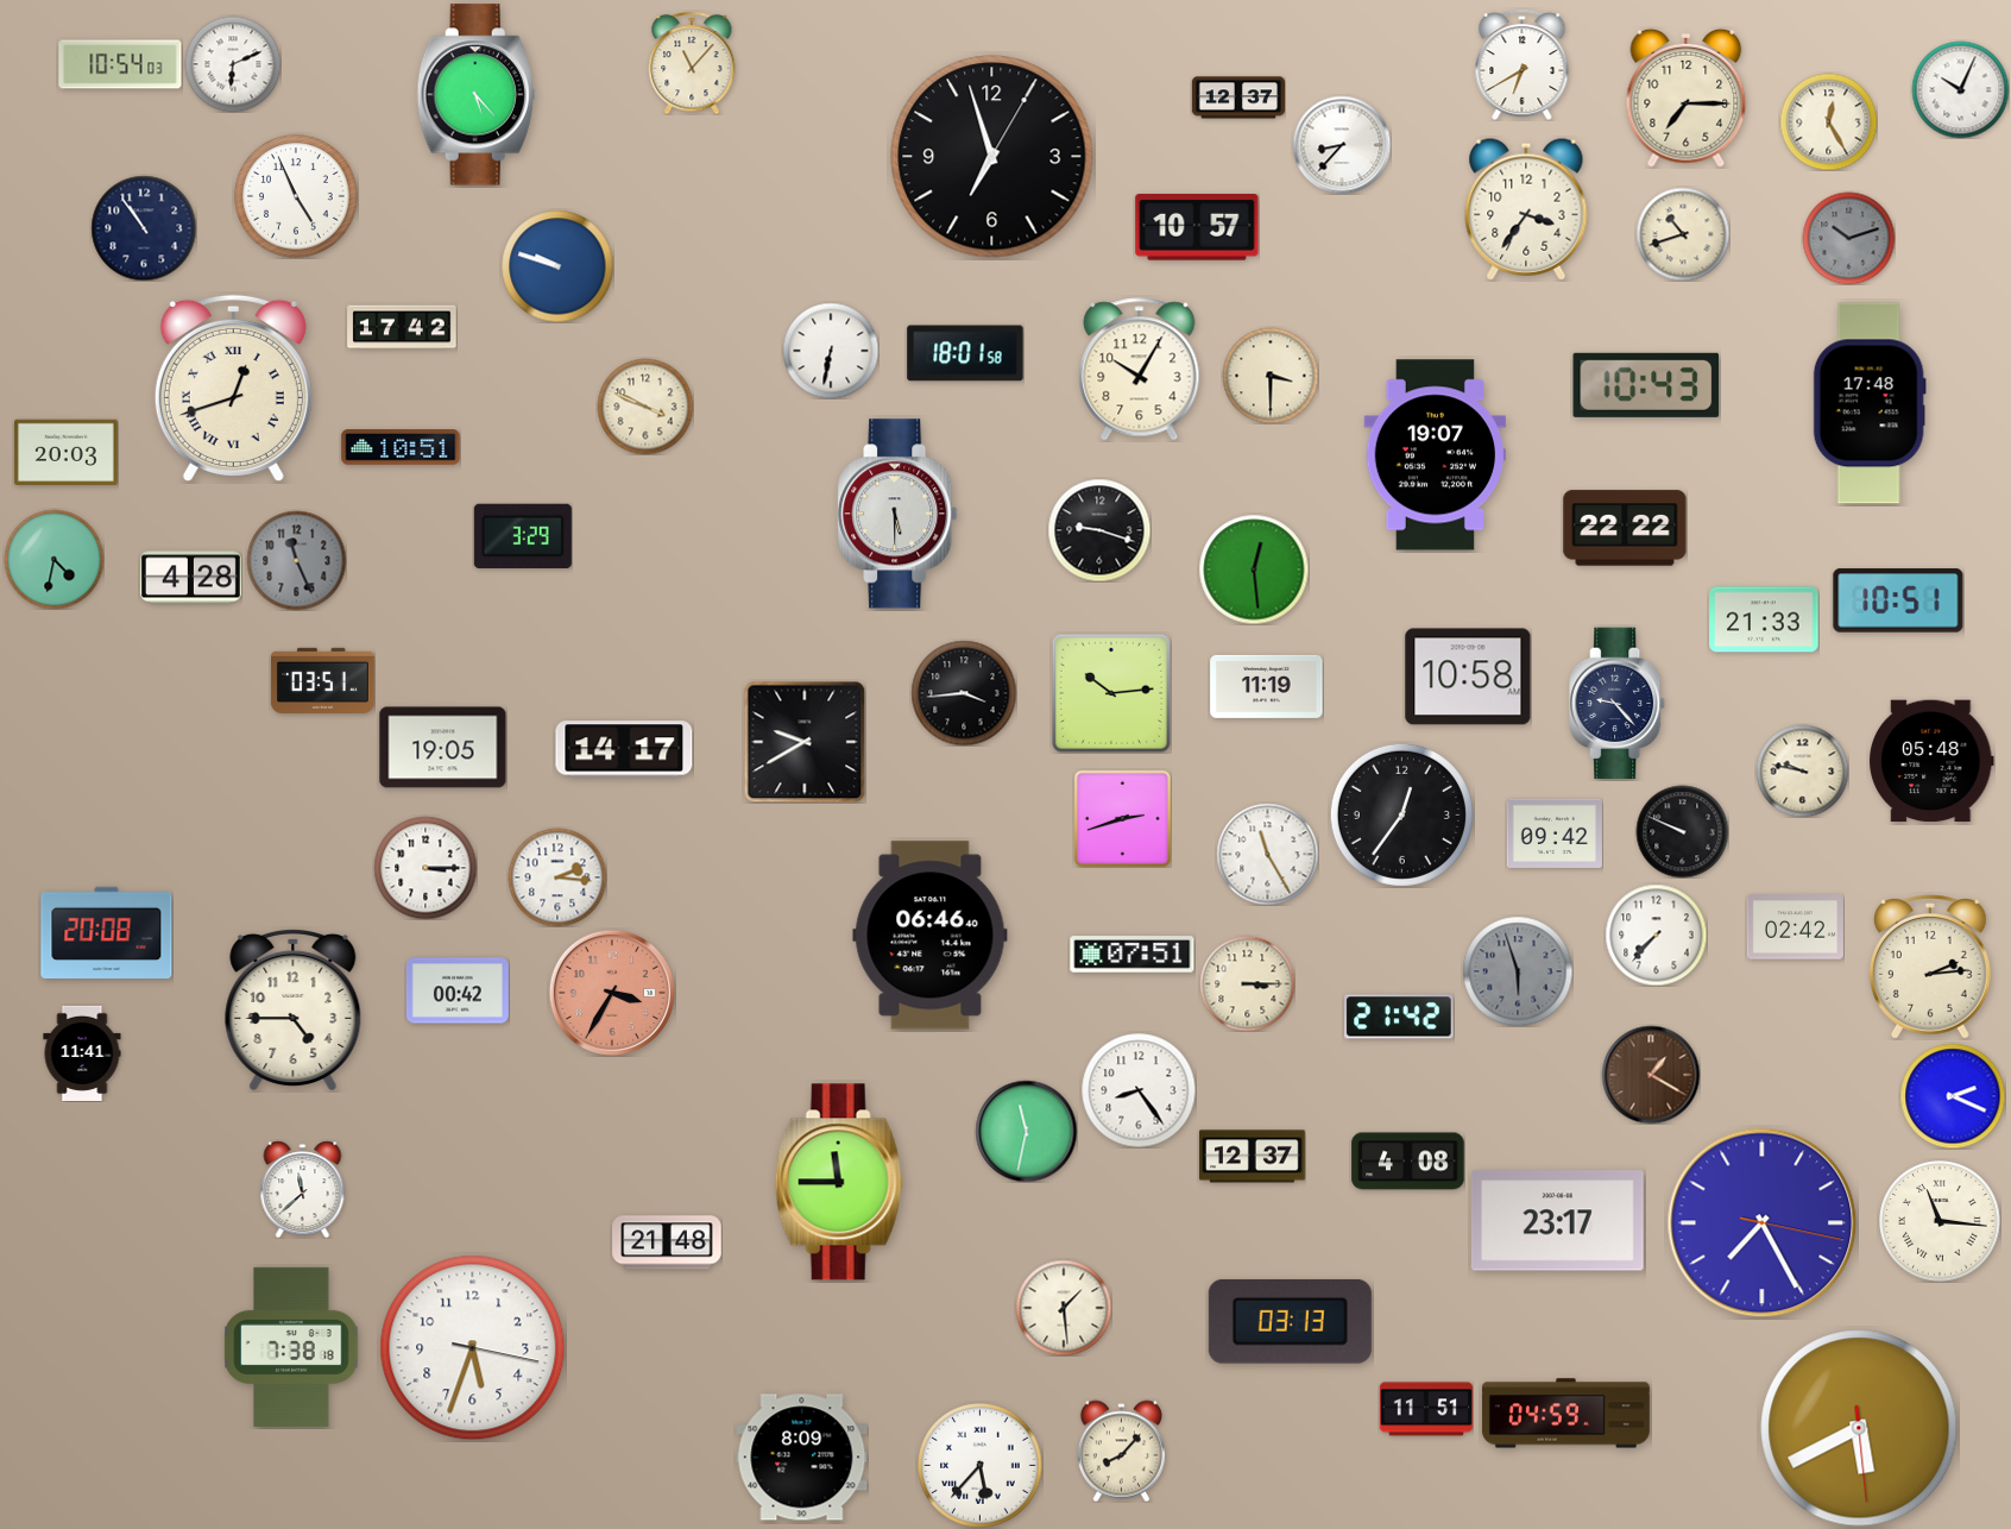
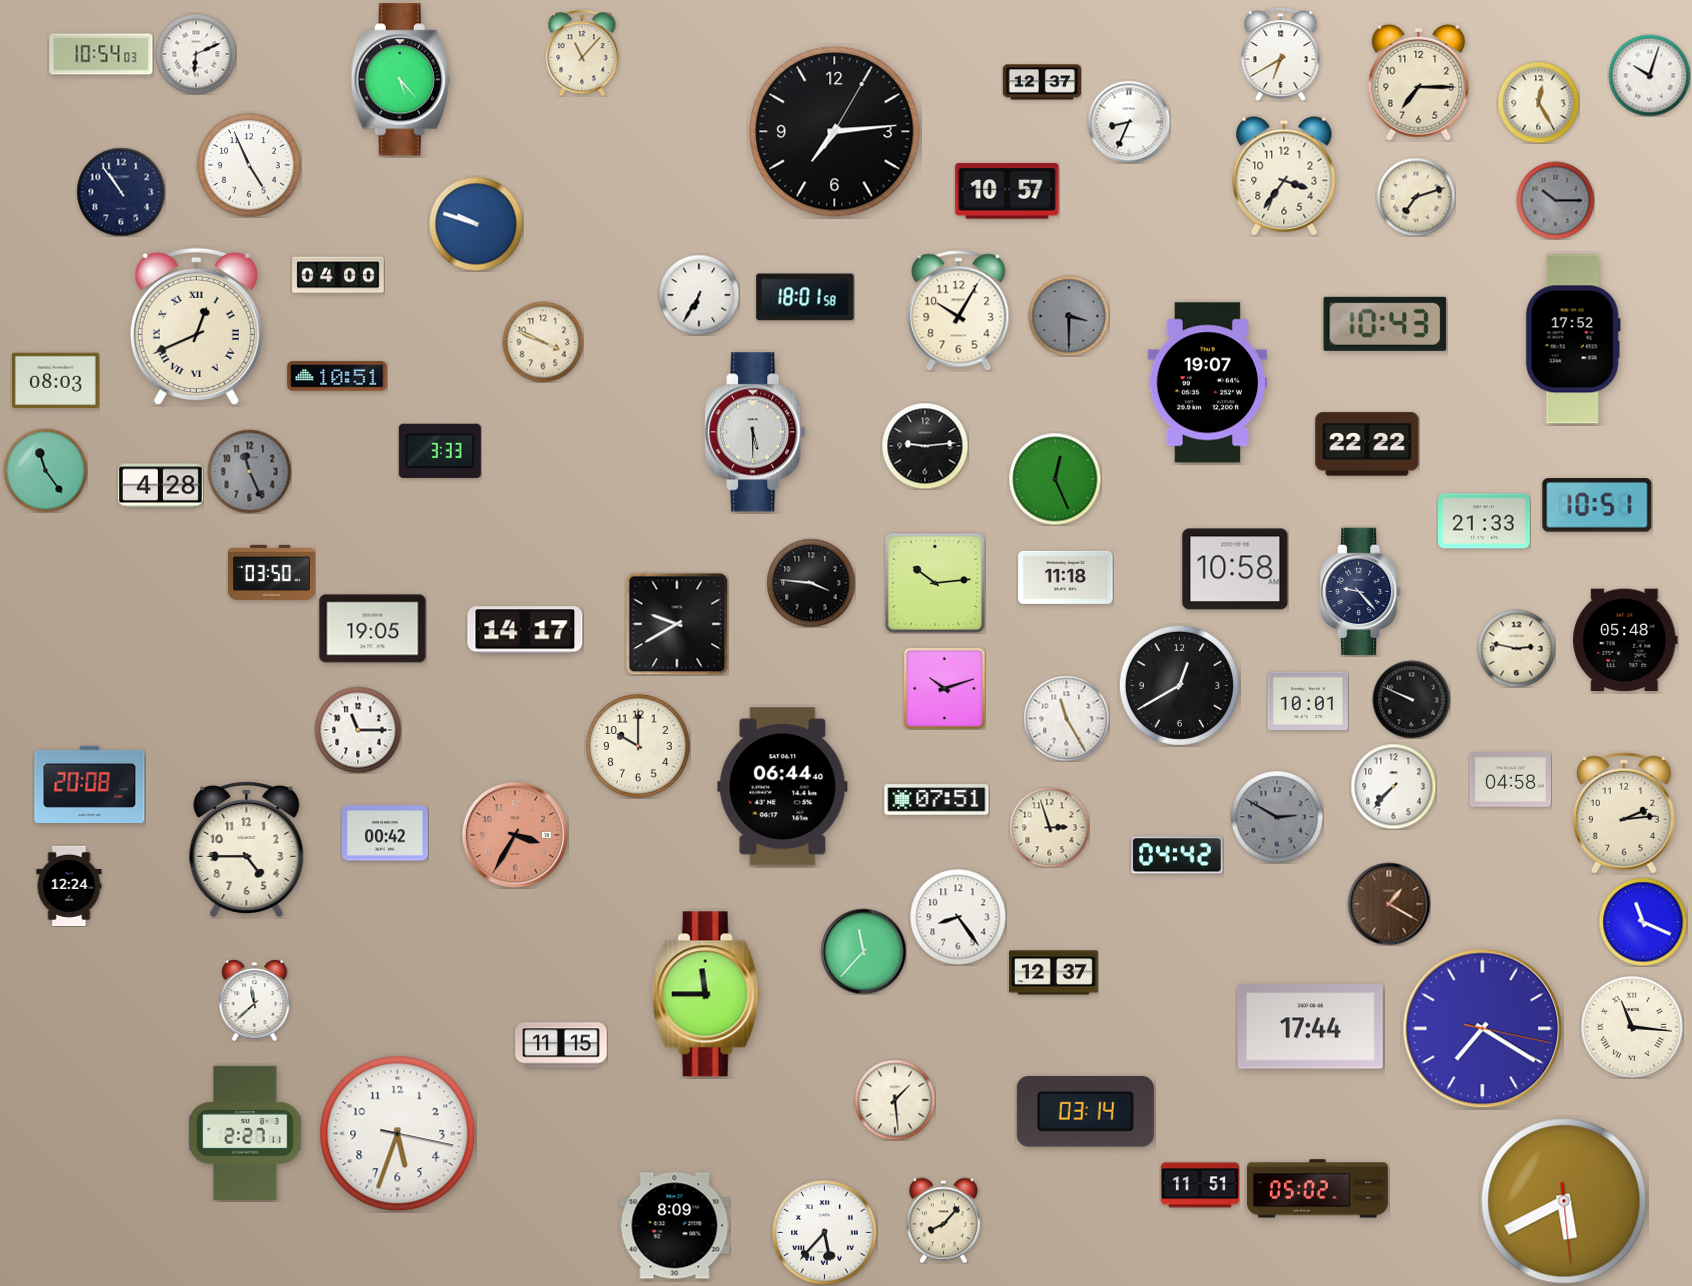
clock at (1960, 89): 10:04 -> 10:03
clock at (1342, 145): 8:37 -> 8:34
clock at (992, 157): 6:57 -> 7:14
clock at (1683, 234): 10:42 -> 7:12
clock at (1848, 238): 10:12 -> 10:15
clock at (557, 266) position: (557, 266) -> (476, 224)
clock at (402, 327): 17:42 -> 04:00
clock at (831, 351): 6:32 -> 6:35
clock at (965, 353) position: (965, 353) -> (805, 297)
clock at (1271, 376) dial: cream -> grey
clock at (233, 388): 12:42 -> 12:41
clock at (1870, 403): 17:48 -> 17:52
clock at (65, 452): 20:03 -> 08:03
clock at (1099, 530): 9:18 -> 9:14
clock at (523, 536): 3:29 -> 3:33
clock at (53, 559): 4:32 -> 11:24
clock at (1254, 570): 12:29 -> 12:26
clock at (322, 680): 03:51 -> 03:50
clock at (1267, 686): 11:19 -> 11:18
clock at (964, 693): 3:44 -> 3:46
clock at (1802, 770): 9:47 -> 2:47
clock at (1401, 814): 12:36 -> 12:40
clock at (1122, 818): 2:42 -> 10:12
clock at (1682, 831) position: (1682, 831) -> (1411, 699)
clock at (1555, 833): 09:42 -> 10:01
clock at (425, 868): 3:15 -> 11:15
clock at (557, 877): 2:16 -> none
clock at (638, 746): none -> 10:00
clock at (1795, 927): 02:42 -> 04:58
clock at (931, 936): 06:46 -> 06:44
clock at (1133, 955) position: (1133, 955) -> (937, 800)
clock at (1518, 971): 5:57 -> 2:50
clock at (1247, 983): 3:15 -> 2:57
clock at (1399, 1017): 21:42 -> 04:42
clock at (82, 1053): 11:41 -> 12:24
clock at (1953, 1096): 2:19 -> 11:19
clock at (1026, 1131): 11:32 -> 11:37
clock at (1408, 1162): 4:08 -> none
clock at (1557, 1221): 23:17 -> 17:44
clock at (1763, 1223): 7:25 -> 7:20
clock at (667, 1242): 21:48 -> 11:15
clock at (1290, 1321): 03:13 -> 03:14
clock at (291, 1347): 7:38 -> 2:27
clock at (1565, 1414): 04:59 -> 05:02
